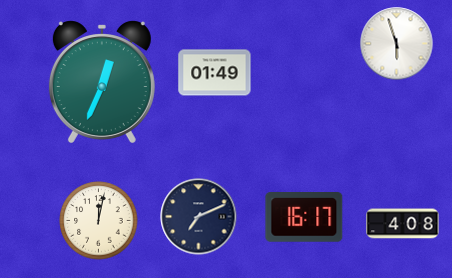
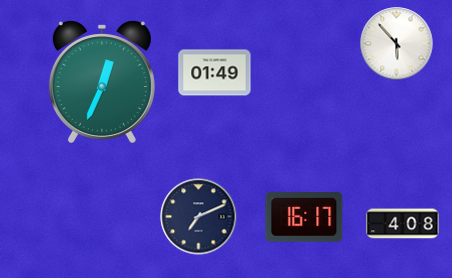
clock at (397, 44): 5:57 -> 5:53
clock at (99, 221): 12:02 -> none
